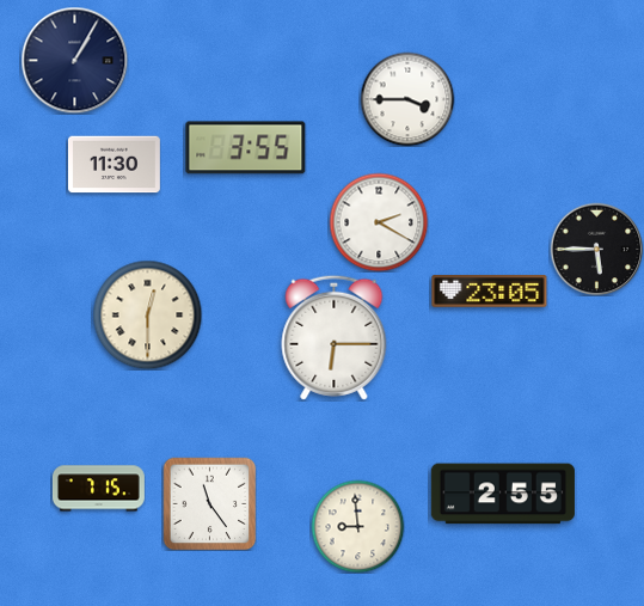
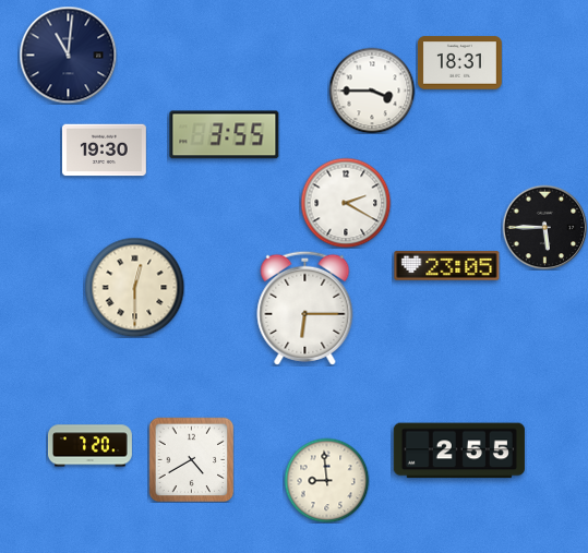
clock at (74, 60): 1:05 -> 11:01
clock at (459, 63): none -> 18:31
clock at (114, 165): 11:30 -> 19:30
clock at (98, 489): 7:15 -> 7:20
clock at (209, 503): 11:24 -> 4:40
